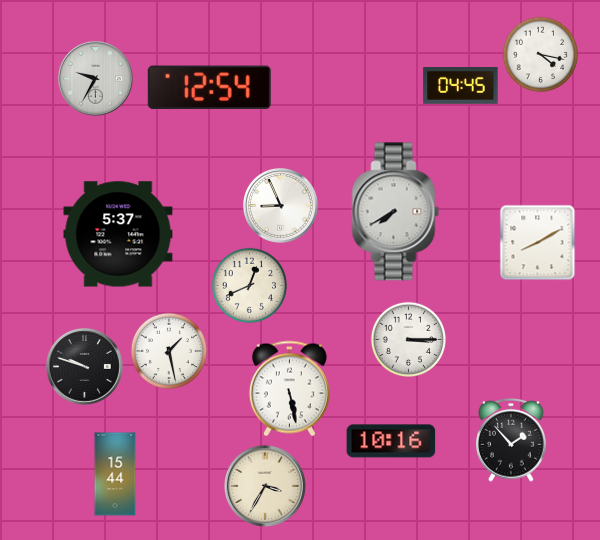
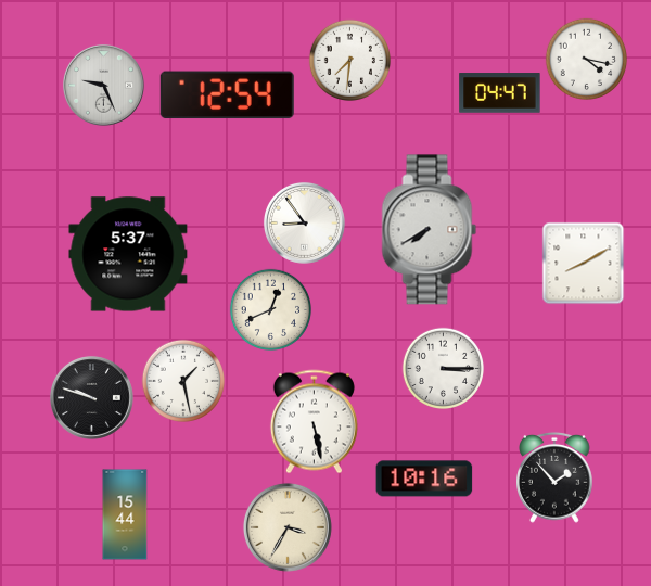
clock at (349, 60): none -> 7:31
clock at (96, 79): 9:35 -> 9:26
clock at (461, 86): 04:45 -> 04:47
clock at (281, 206): 8:56 -> 8:54
